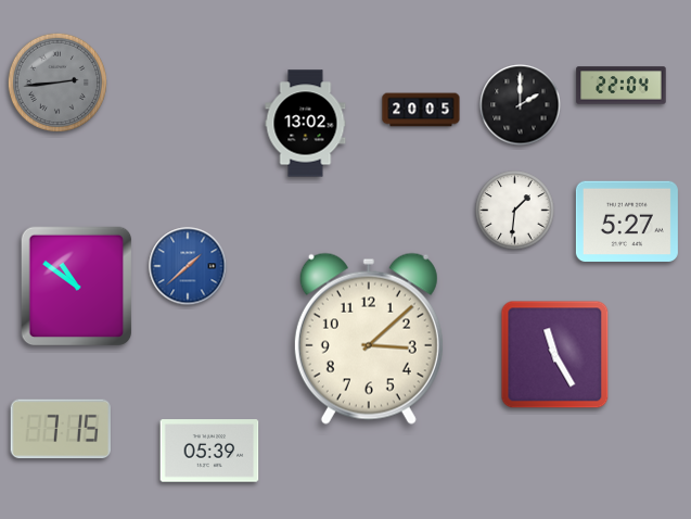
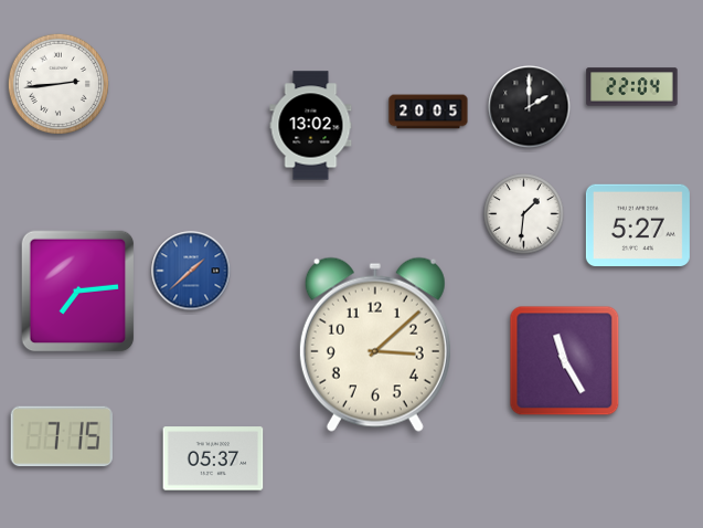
clock at (57, 83) dial: grey -> white
clock at (77, 287): 10:51 -> 7:14
clock at (209, 451): 05:39 -> 05:37
